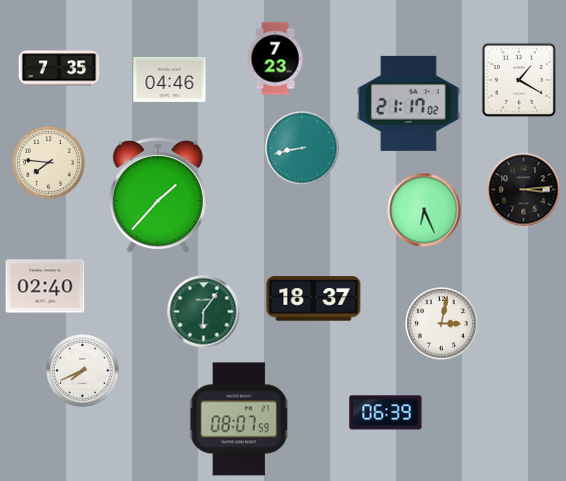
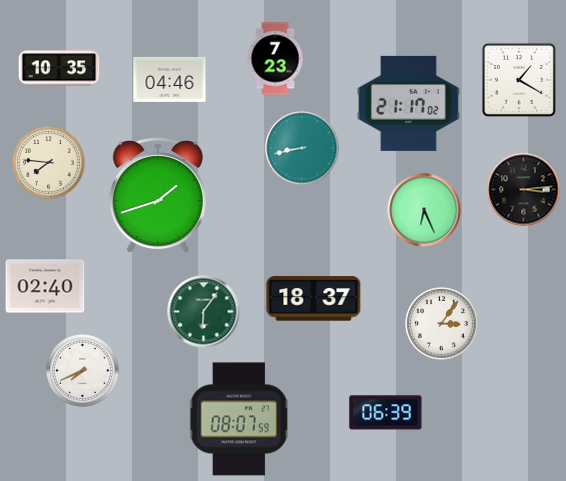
clock at (59, 68): 7:35 -> 10:35
clock at (158, 195): 1:37 -> 1:42
clock at (442, 324): 3:02 -> 3:06
